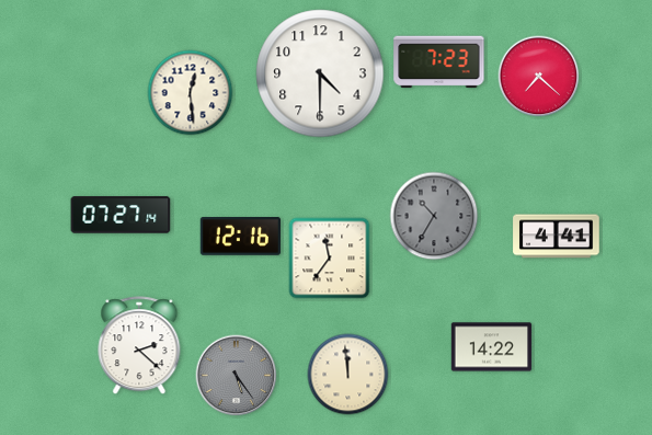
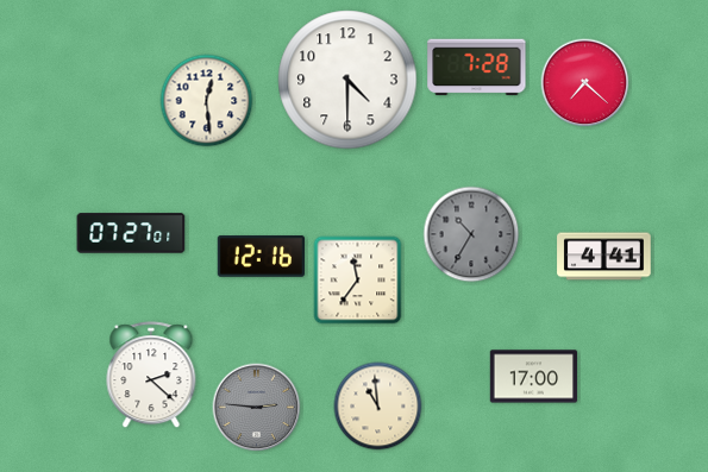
clock at (439, 62): 7:23 -> 7:28
clock at (121, 215): 07:27:14 -> 07:27:01
clock at (492, 347): 14:22 -> 17:00
clock at (348, 375): 11:59 -> 10:59
clock at (237, 376): 5:24 -> 2:46
